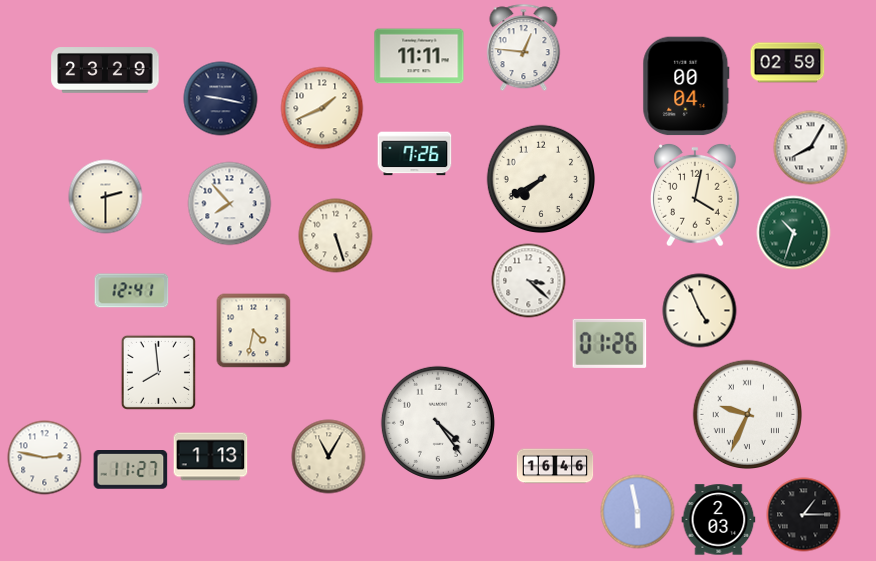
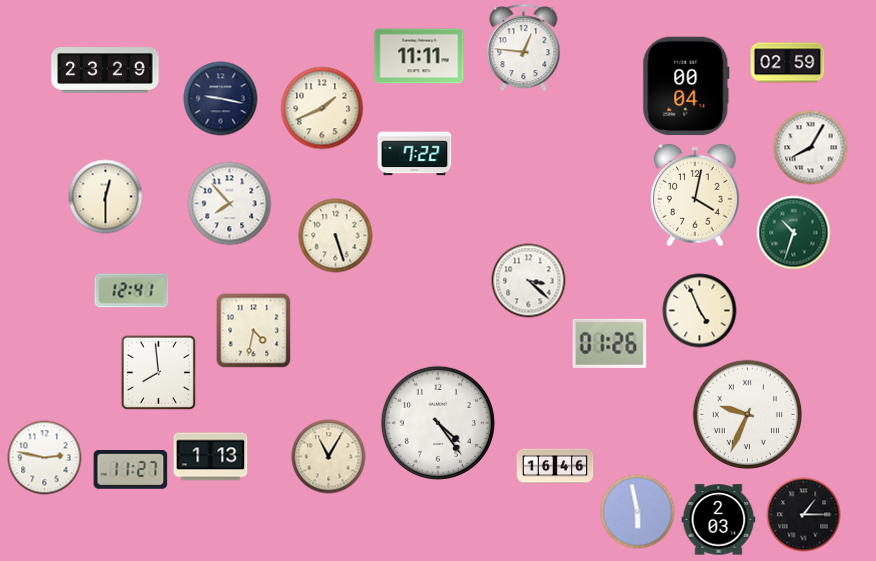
clock at (415, 154): 7:26 -> 7:22
clock at (540, 178): 7:40 -> none
clock at (106, 197): 2:30 -> 12:30
